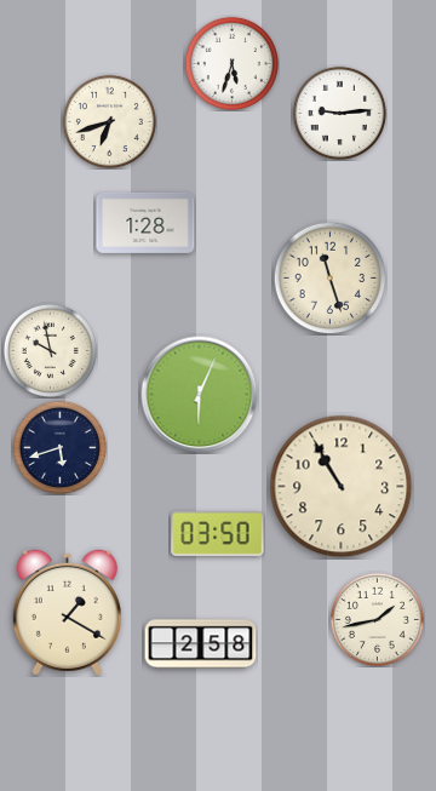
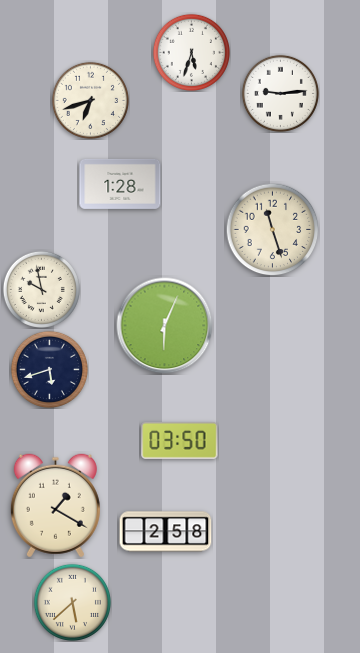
clock at (342, 487): 10:55 -> none
clock at (377, 619): 1:43 -> none
clock at (72, 602): none -> 5:38
